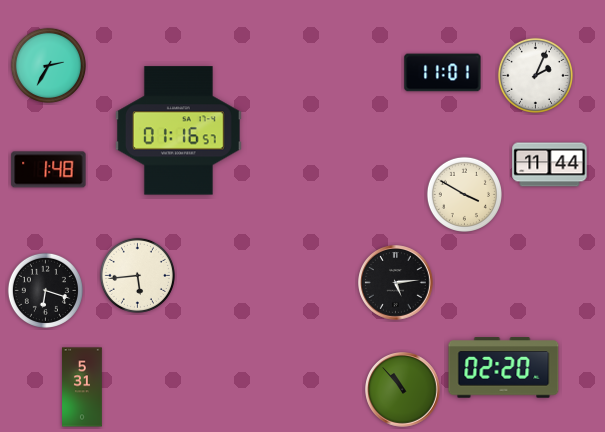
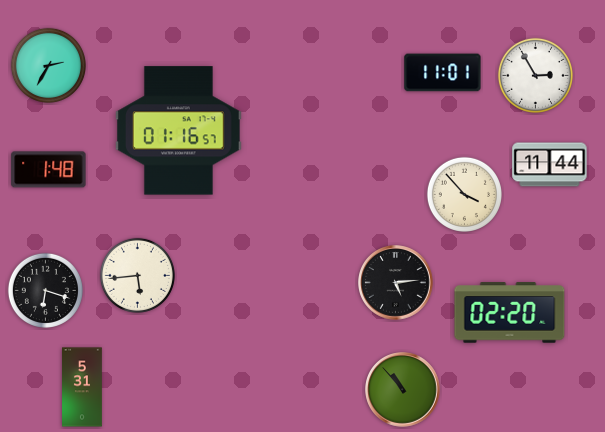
clock at (535, 75): 2:04 -> 2:55
clock at (464, 194): 3:50 -> 3:53
clock at (504, 368) position: (504, 368) -> (510, 313)
